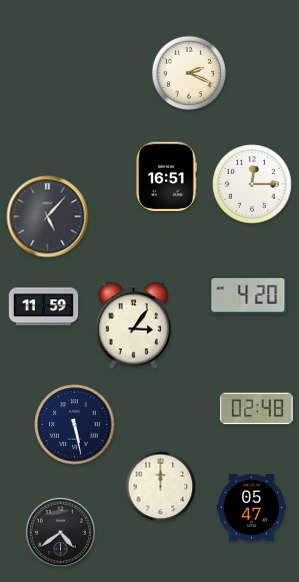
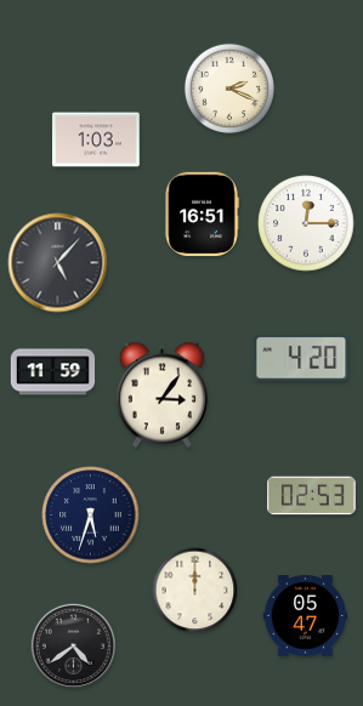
clock at (97, 140): none -> 1:03
clock at (257, 409): 02:48 -> 02:53
clock at (75, 425): 5:28 -> 5:33
